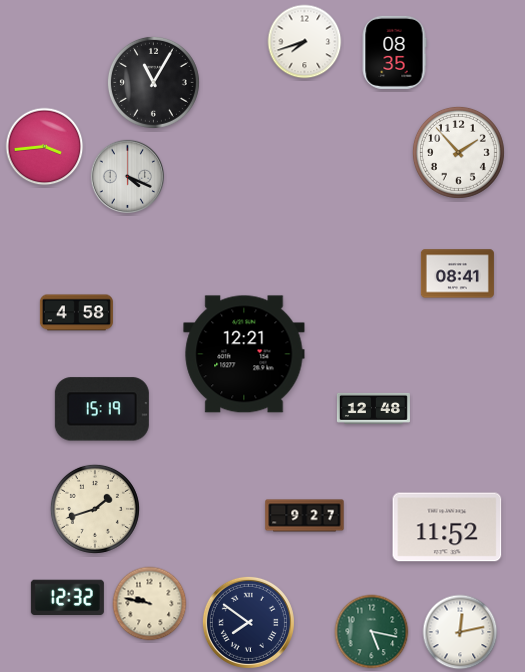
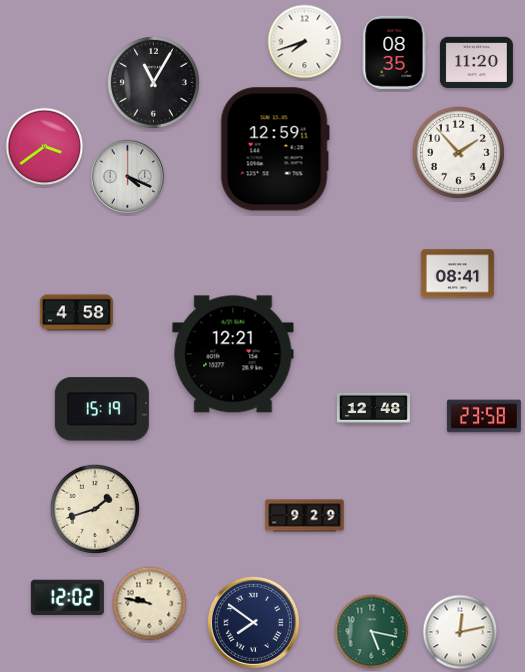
clock at (476, 62): none -> 11:20
clock at (45, 147): 3:44 -> 3:39
clock at (275, 149): none -> 12:59
clock at (244, 354) position: (244, 354) -> (233, 354)
clock at (484, 416): none -> 23:58
clock at (305, 516): 9:27 -> 9:29
clock at (447, 527): 11:52 -> none
clock at (67, 598): 12:32 -> 12:02
clock at (248, 622) position: (248, 622) -> (253, 622)
